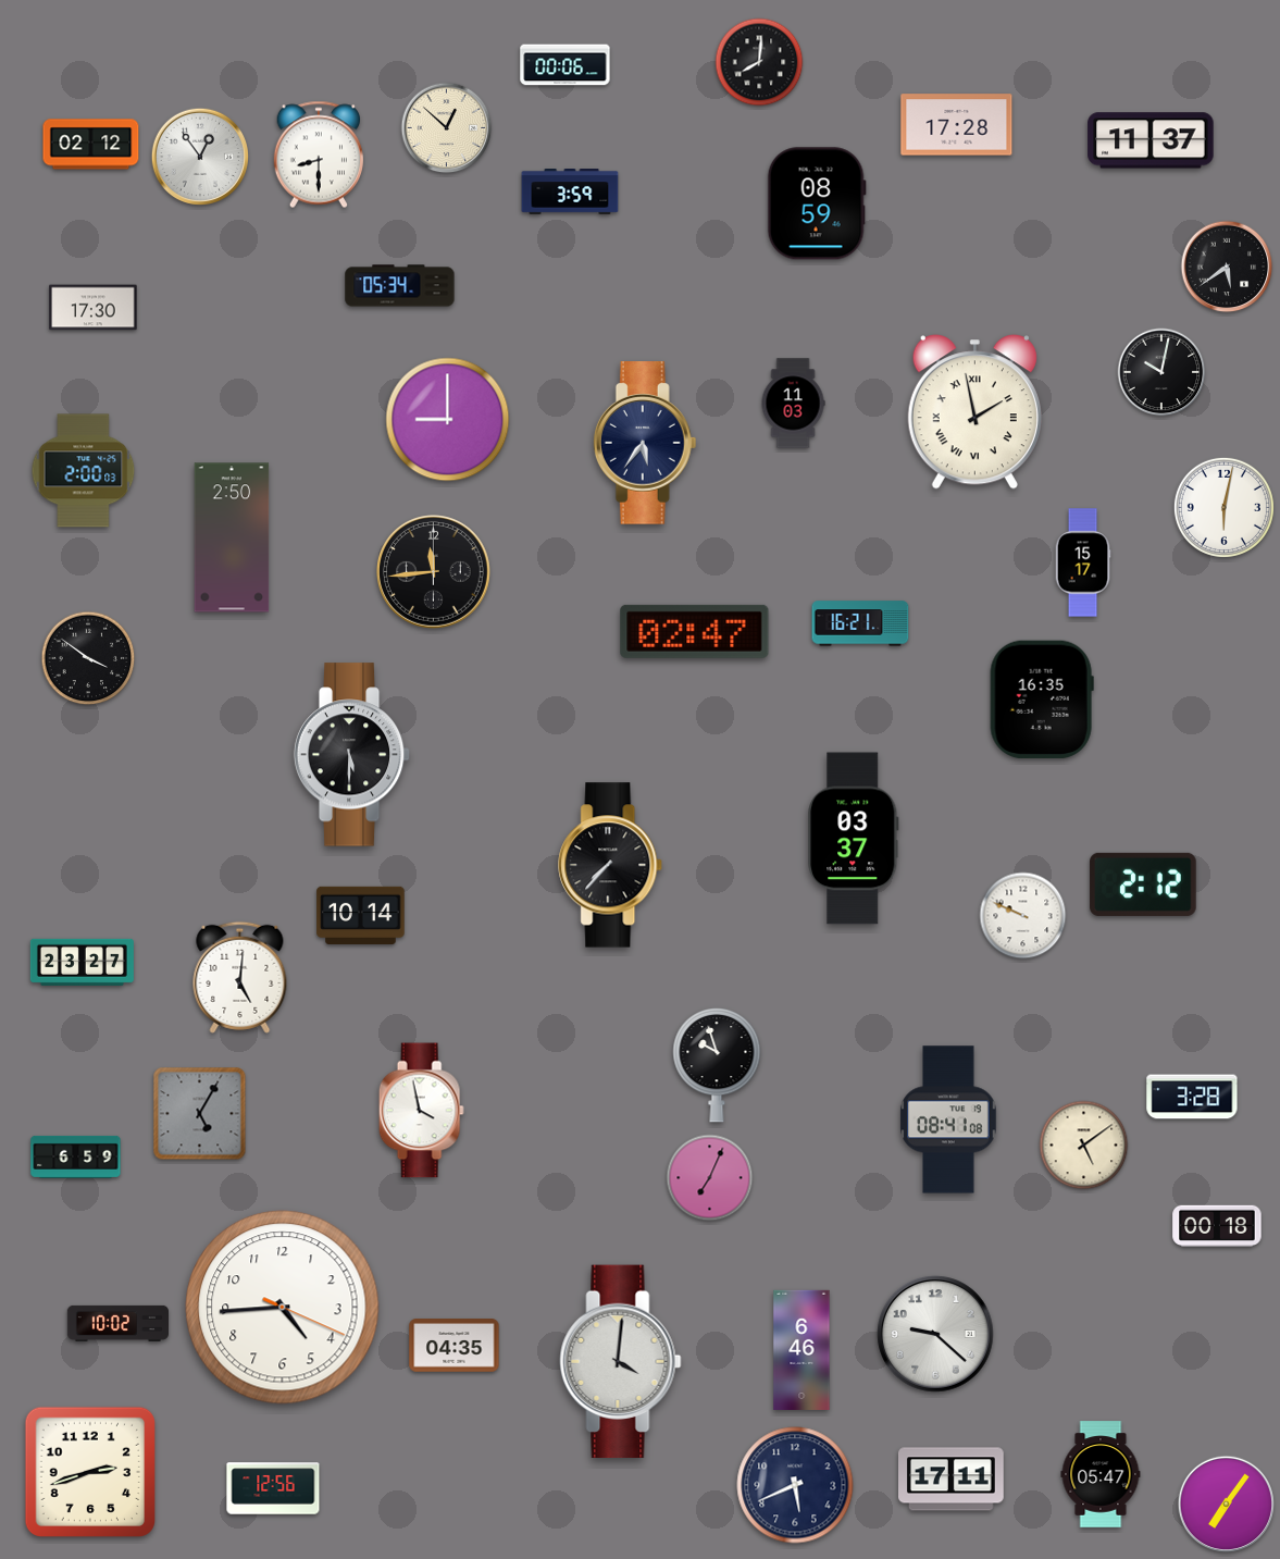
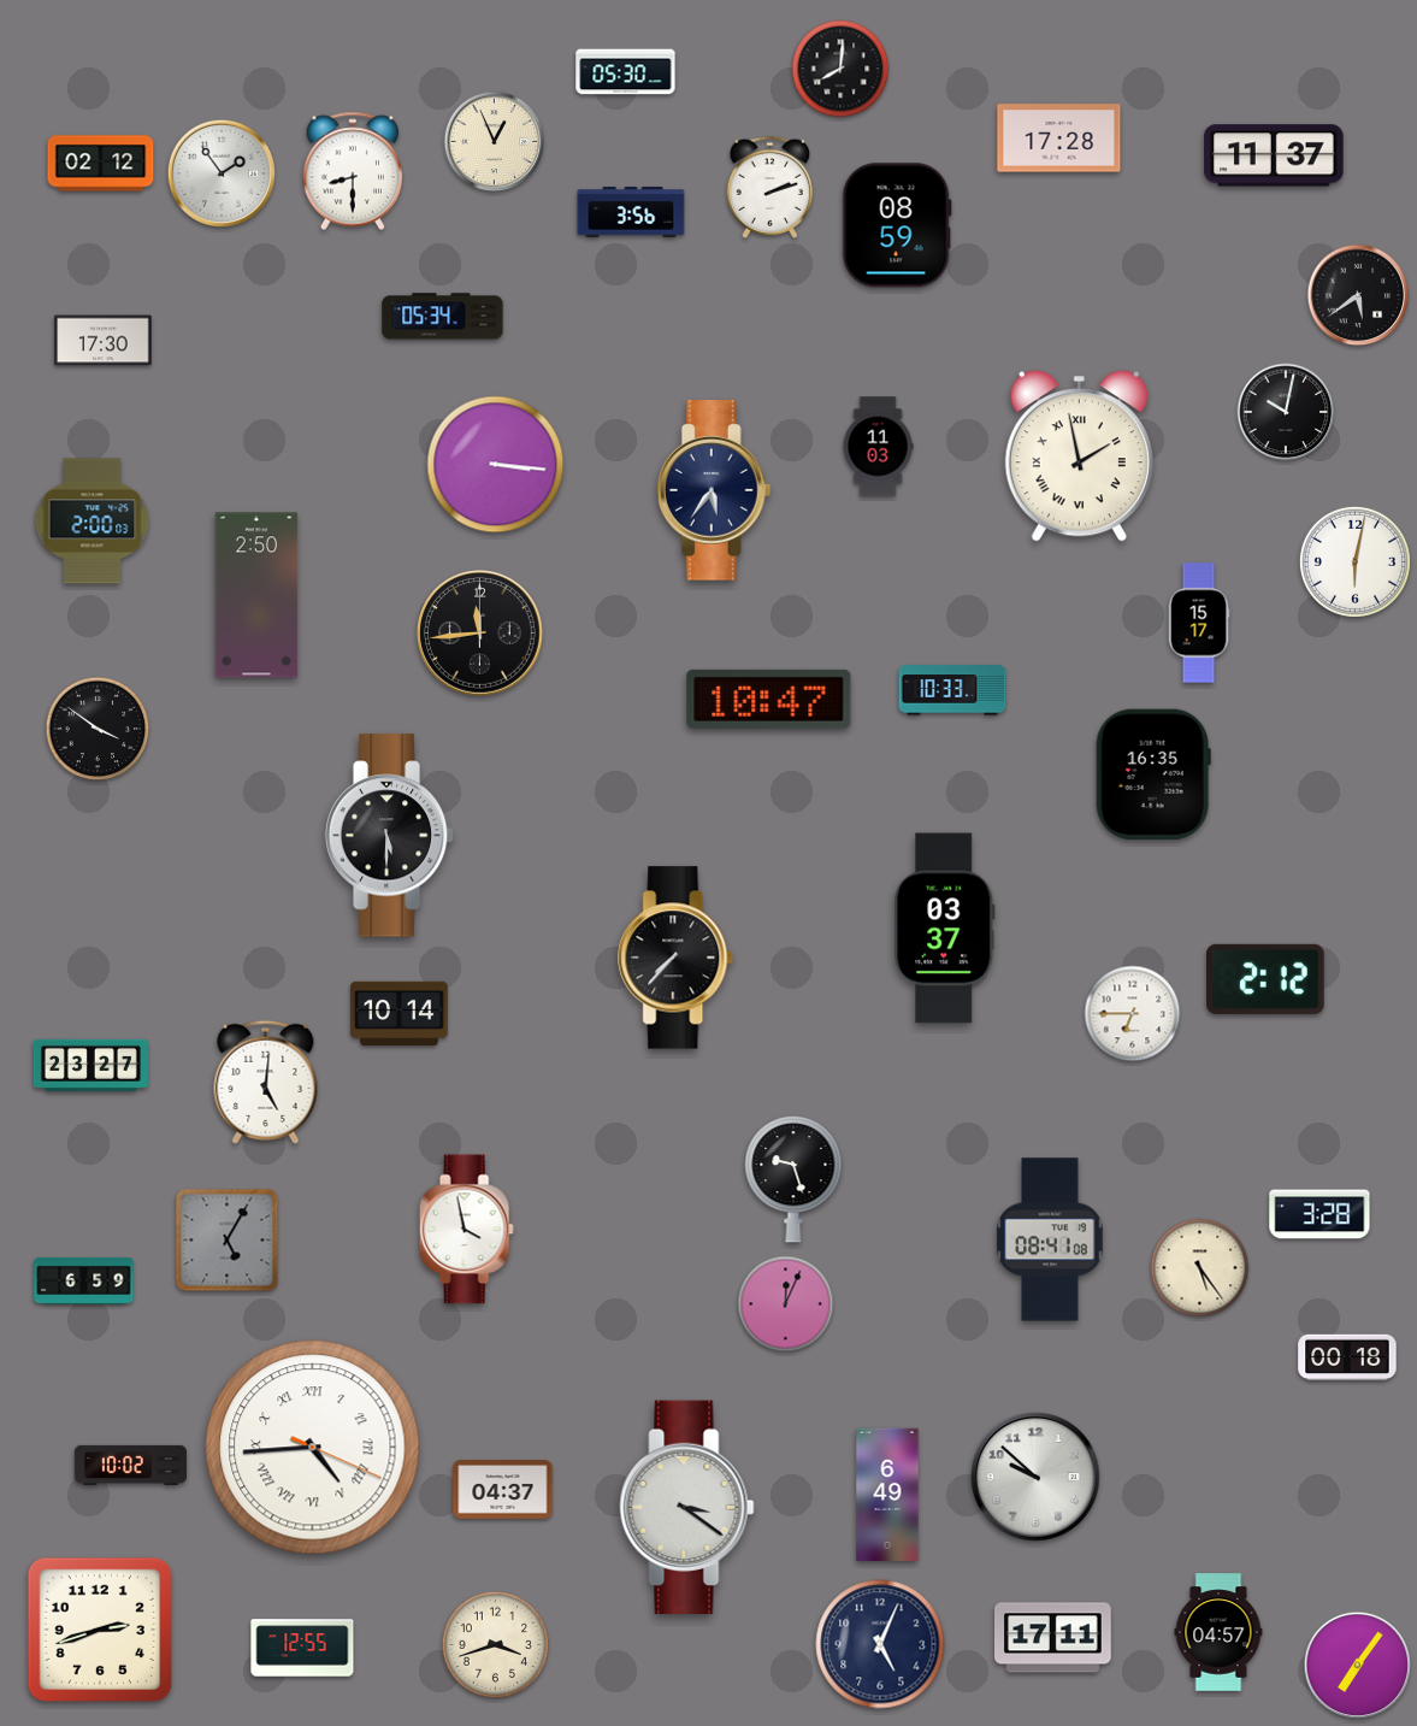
clock at (566, 65): 00:06 -> 05:30
clock at (447, 128): 12:52 -> 12:56
clock at (91, 145) position: (91, 145) -> (101, 164)
clock at (199, 156): 12:54 -> 1:54
clock at (769, 187): none -> 2:12
clock at (570, 193): 3:59 -> 3:56
clock at (817, 203) position: (817, 203) -> (897, 225)
clock at (448, 420): 9:00 -> 3:16
clock at (860, 623): 16:21 -> 10:33
clock at (695, 631): 02:47 -> 10:47
clock at (1023, 916): 9:49 -> 6:45
clock at (717, 1065): 9:57 -> 9:27
clock at (200, 1114) position: (200, 1114) -> (228, 1241)
clock at (1084, 1146): 5:09 -> 5:24
clock at (710, 1178): 7:04 -> 12:04
clock at (283, 1308) numerals: Arabic -> Roman
clock at (935, 1334): 9:22 -> 9:52
clock at (455, 1346): 04:35 -> 04:37
clock at (801, 1349): 6:46 -> 6:49
clock at (621, 1362): 4:01 -> 3:21
clock at (1101, 1474): 05:47 -> 04:57
clock at (795, 1485): 5:41 -> 5:04
clock at (496, 1645): none -> 3:42
clock at (273, 1488): 12:56 -> 12:55
